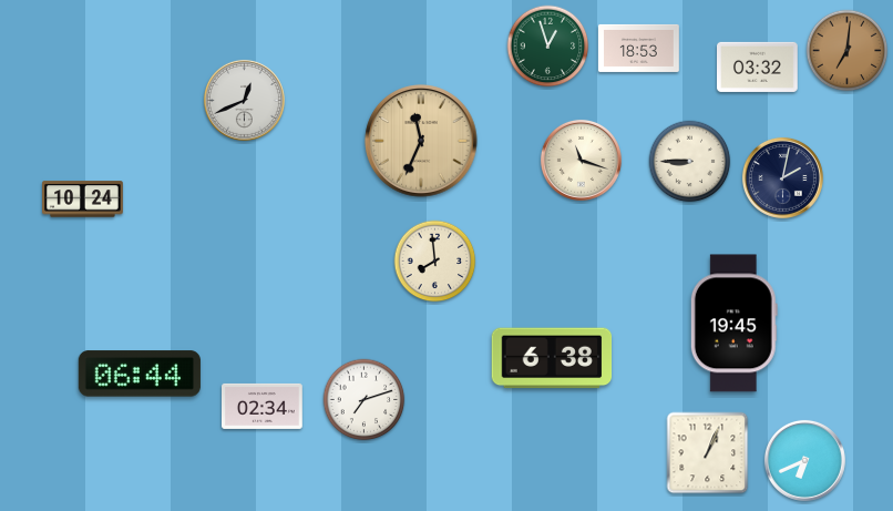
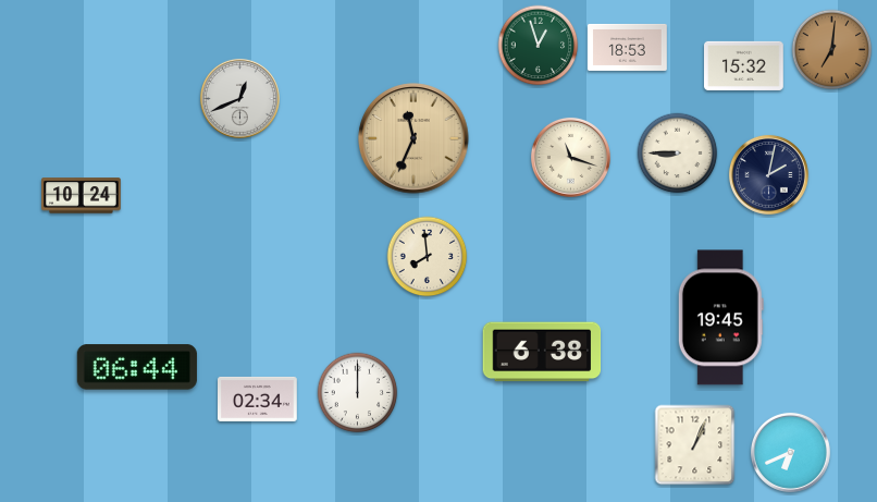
clock at (758, 67): 03:32 -> 15:32
clock at (690, 162) position: (690, 162) -> (678, 154)
clock at (365, 400): 7:12 -> 12:00
